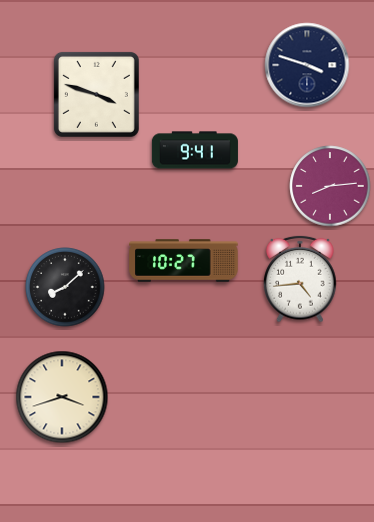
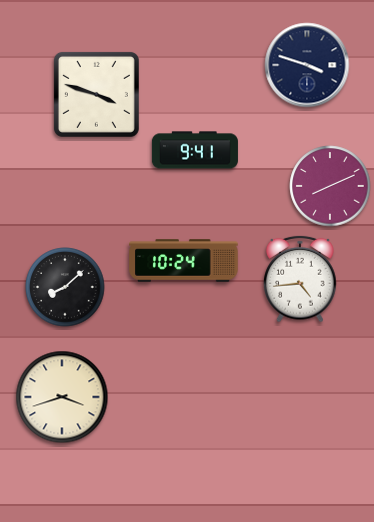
clock at (330, 186): 8:14 -> 8:11
clock at (184, 261): 10:27 -> 10:24
